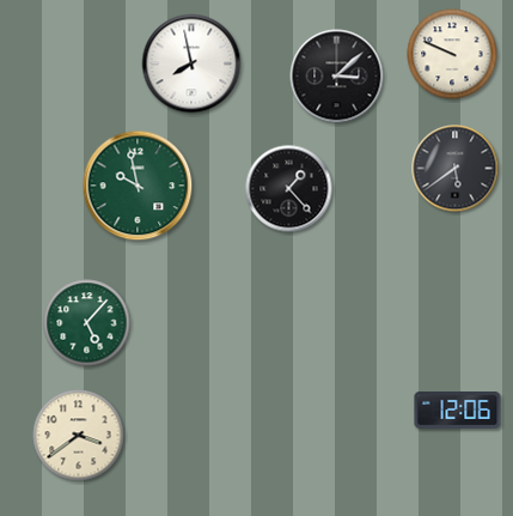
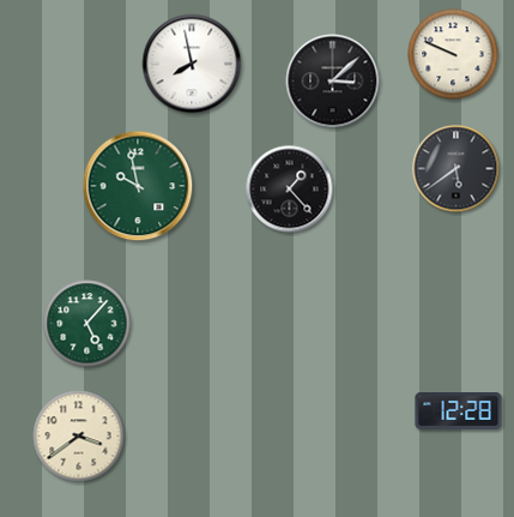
clock at (337, 77) position: (337, 77) -> (333, 82)
clock at (458, 411): 12:06 -> 12:28
